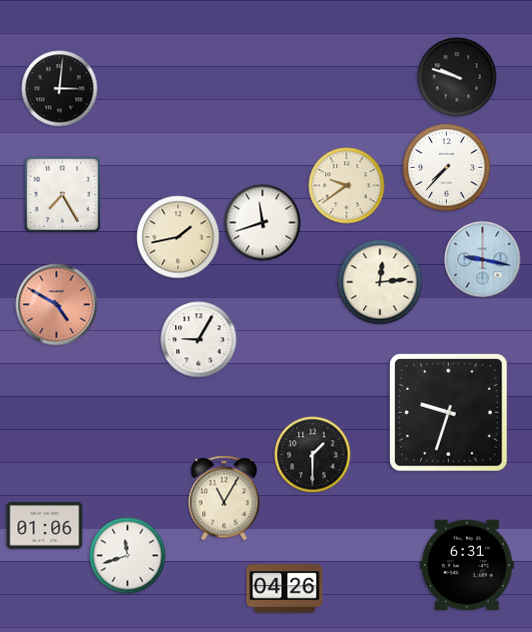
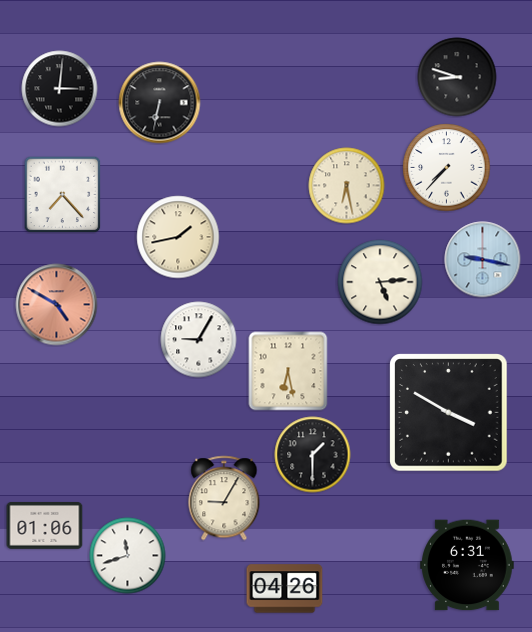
clock at (457, 77): 9:48 -> 8:48
clock at (160, 103): none -> 6:32
clock at (347, 186): 9:39 -> 6:28
clock at (62, 194): 7:25 -> 7:23
clock at (263, 223): 11:42 -> none
clock at (380, 282): 12:14 -> 5:14
clock at (288, 371): none -> 6:28
clock at (449, 413): 9:33 -> 3:50
clock at (224, 498): 11:05 -> 9:05
